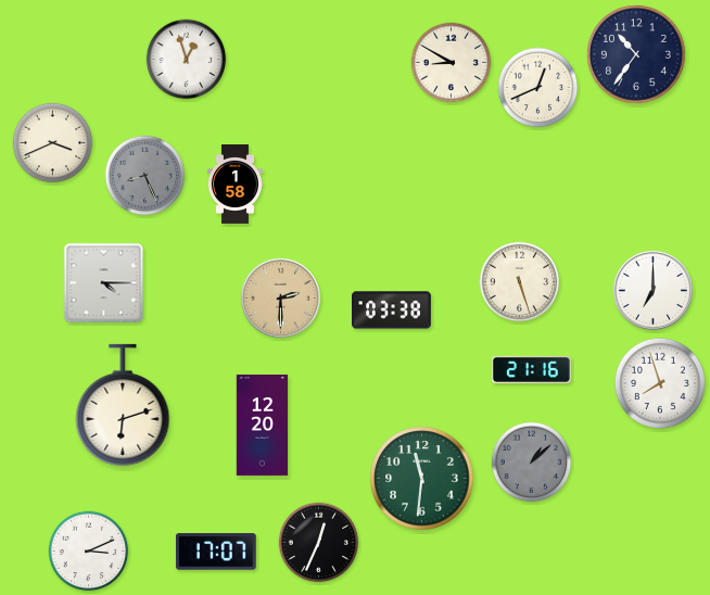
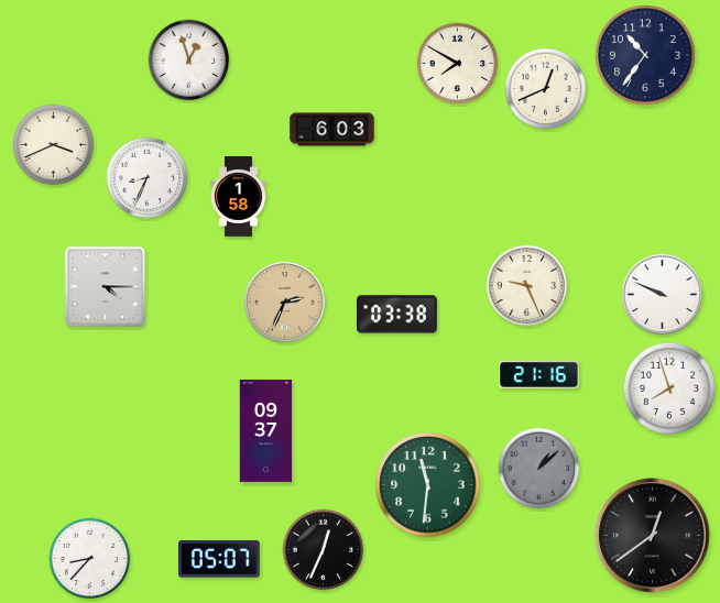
clock at (452, 63): 8:50 -> 7:50
clock at (332, 130): none -> 6:03
clock at (145, 176): 8:26 -> 8:34
clock at (145, 176) dial: grey -> white
clock at (234, 185) position: (234, 185) -> (238, 197)
clock at (520, 282): 5:27 -> 9:26
clock at (652, 290): 7:00 -> 9:49
clock at (280, 297): 2:30 -> 2:34
clock at (123, 405): 6:12 -> none
clock at (263, 425): 12:20 -> 09:37
clock at (653, 536): none -> 12:39
clock at (89, 552): 3:11 -> 8:37
clock at (216, 552): 17:07 -> 05:07
